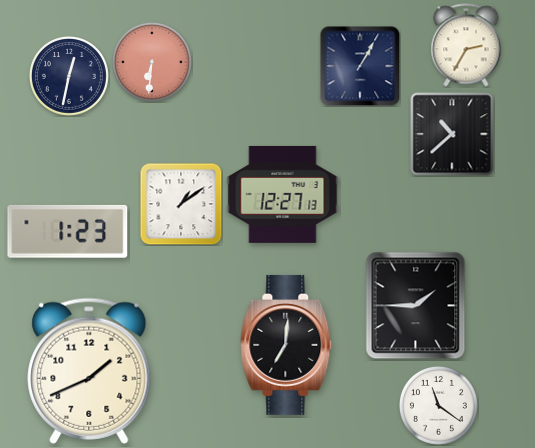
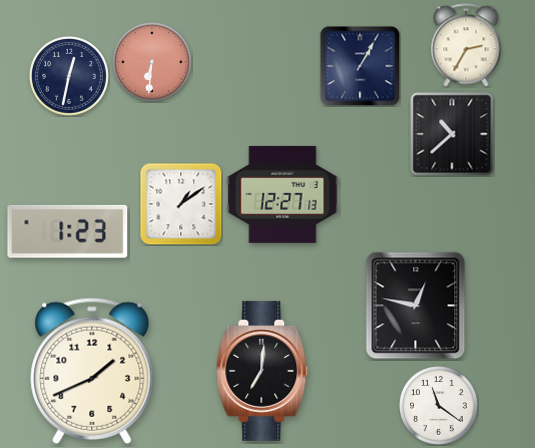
clock at (416, 306): 1:45 -> 12:47
clock at (286, 345) position: (286, 345) -> (262, 371)
clock at (89, 371) position: (89, 371) -> (92, 371)
